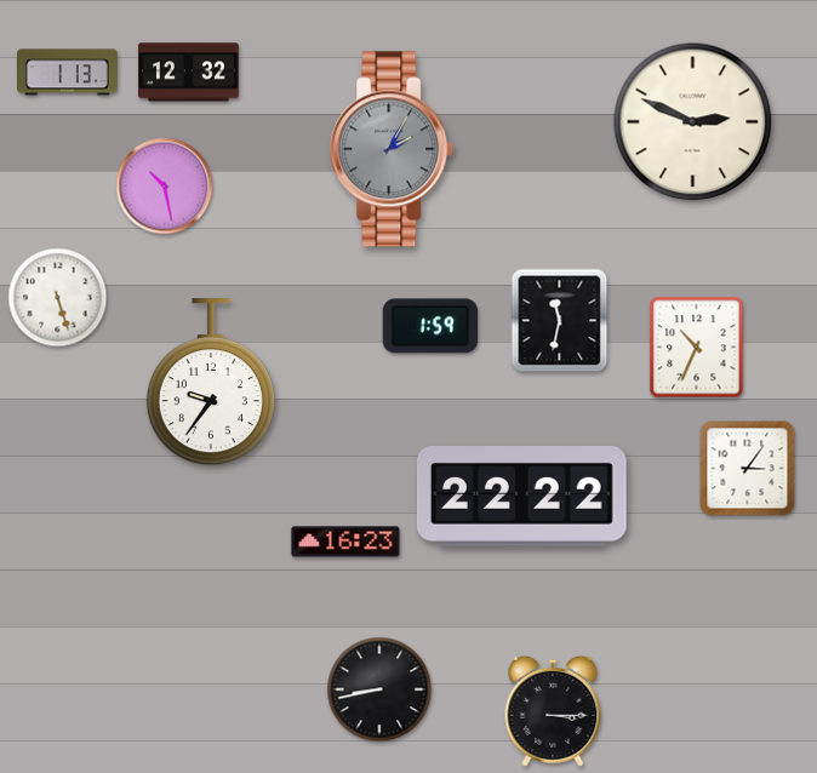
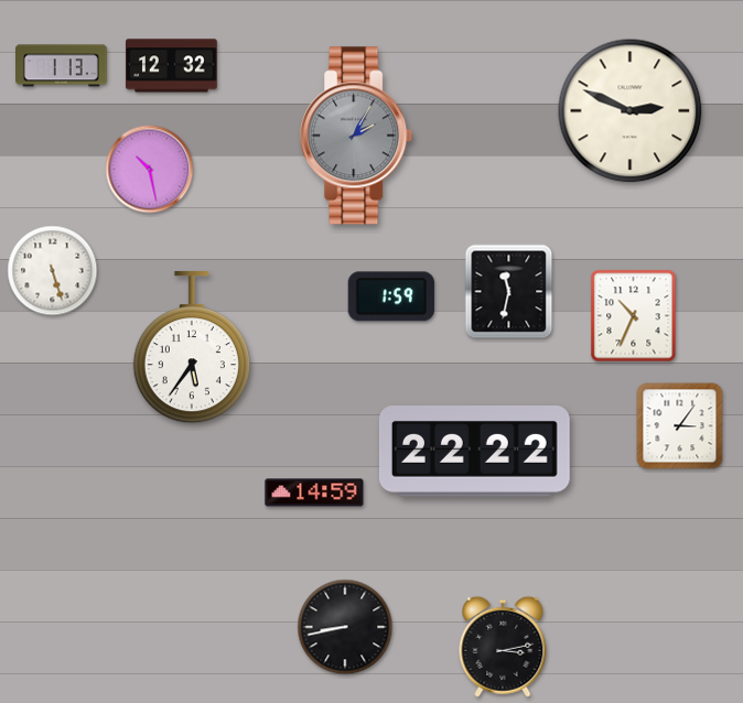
clock at (211, 383): 9:36 -> 5:36
clock at (345, 542): 16:23 -> 14:59
clock at (553, 711): 3:15 -> 3:13
